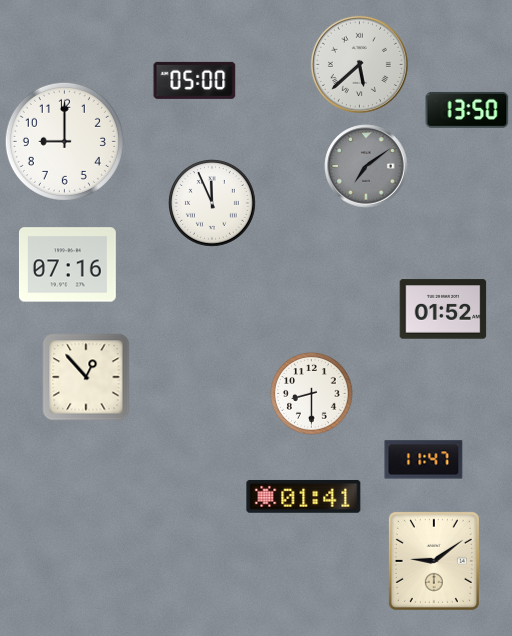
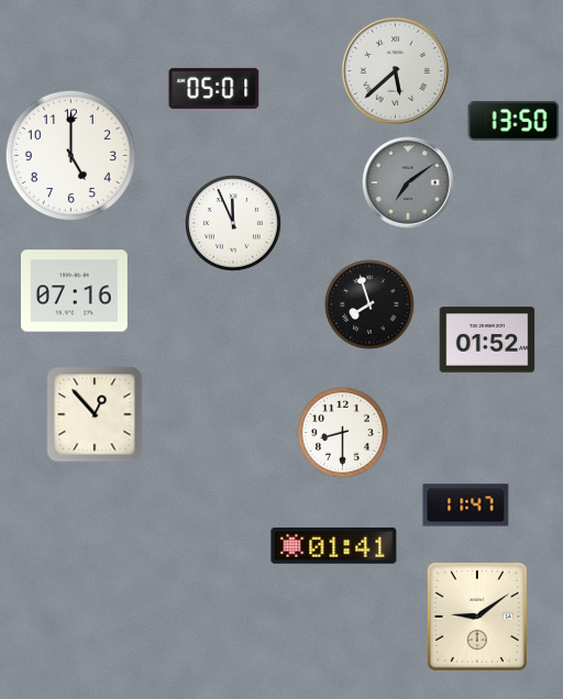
clock at (195, 80): 05:00 -> 05:01
clock at (64, 141): 9:00 -> 5:00
clock at (366, 166) position: (366, 166) -> (408, 182)
clock at (369, 304): none -> 7:57
